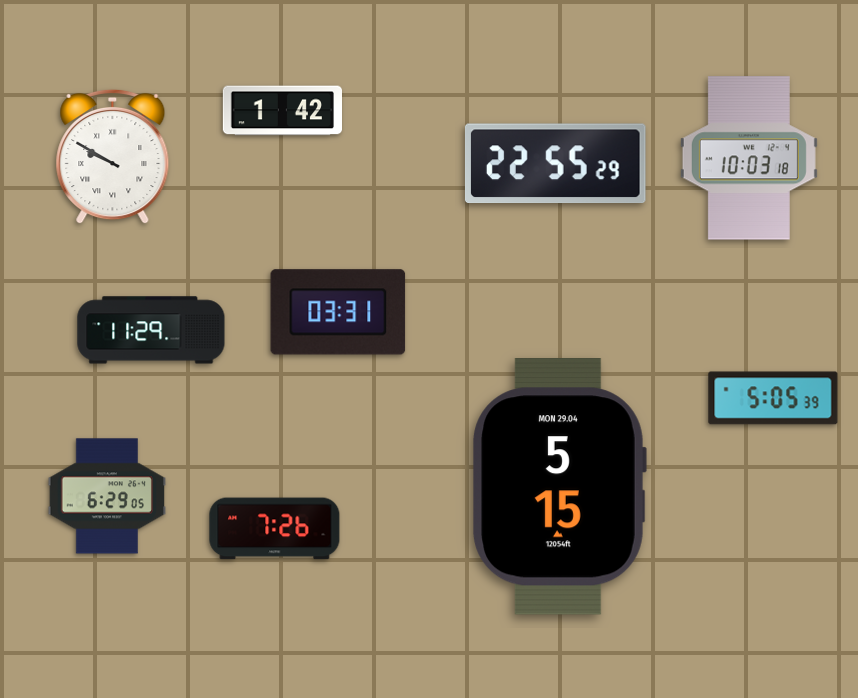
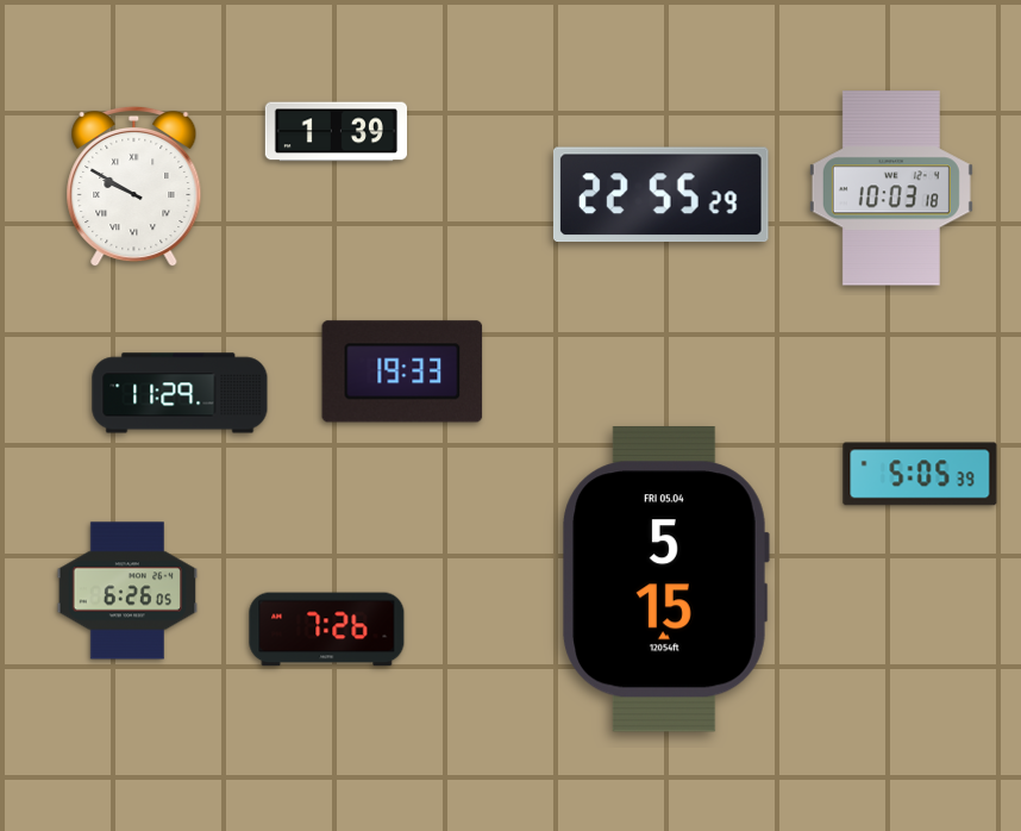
clock at (282, 111): 1:42 -> 1:39
clock at (338, 312): 03:31 -> 19:33
clock at (559, 487) date: MON 29.04 -> FRI 05.04
clock at (107, 496): 6:29 -> 6:26
